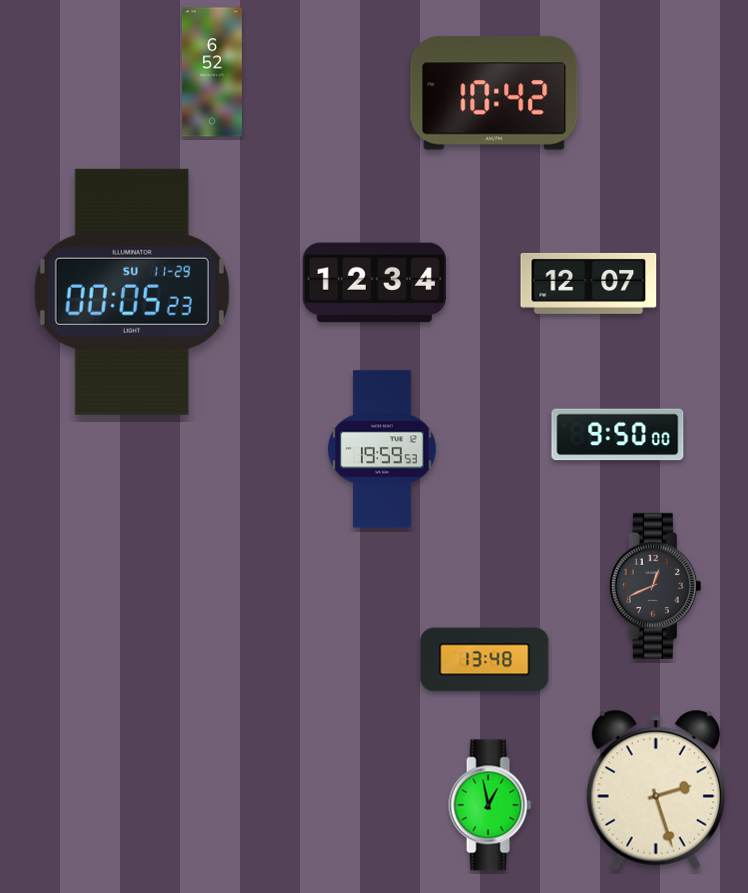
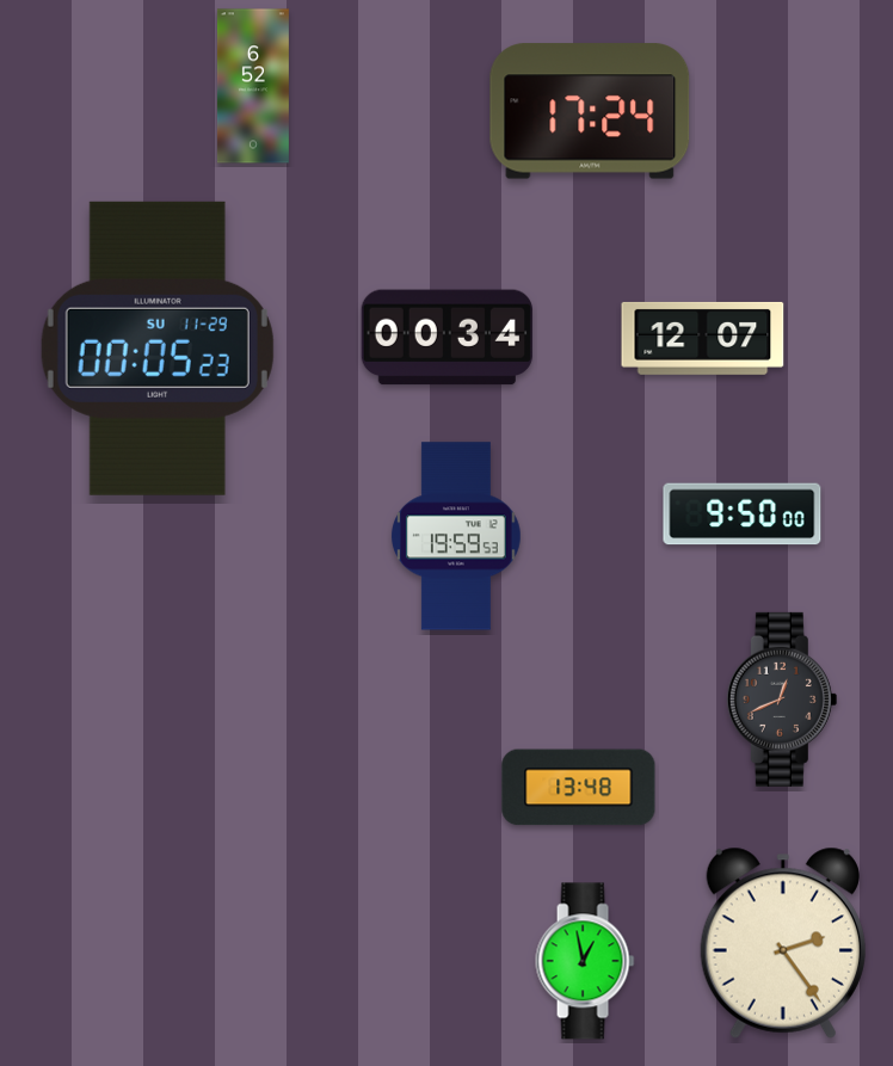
clock at (494, 93): 10:42 -> 17:24
clock at (374, 283): 12:34 -> 00:34
clock at (618, 435) position: (618, 435) -> (743, 514)
clock at (656, 790): 2:27 -> 2:24
